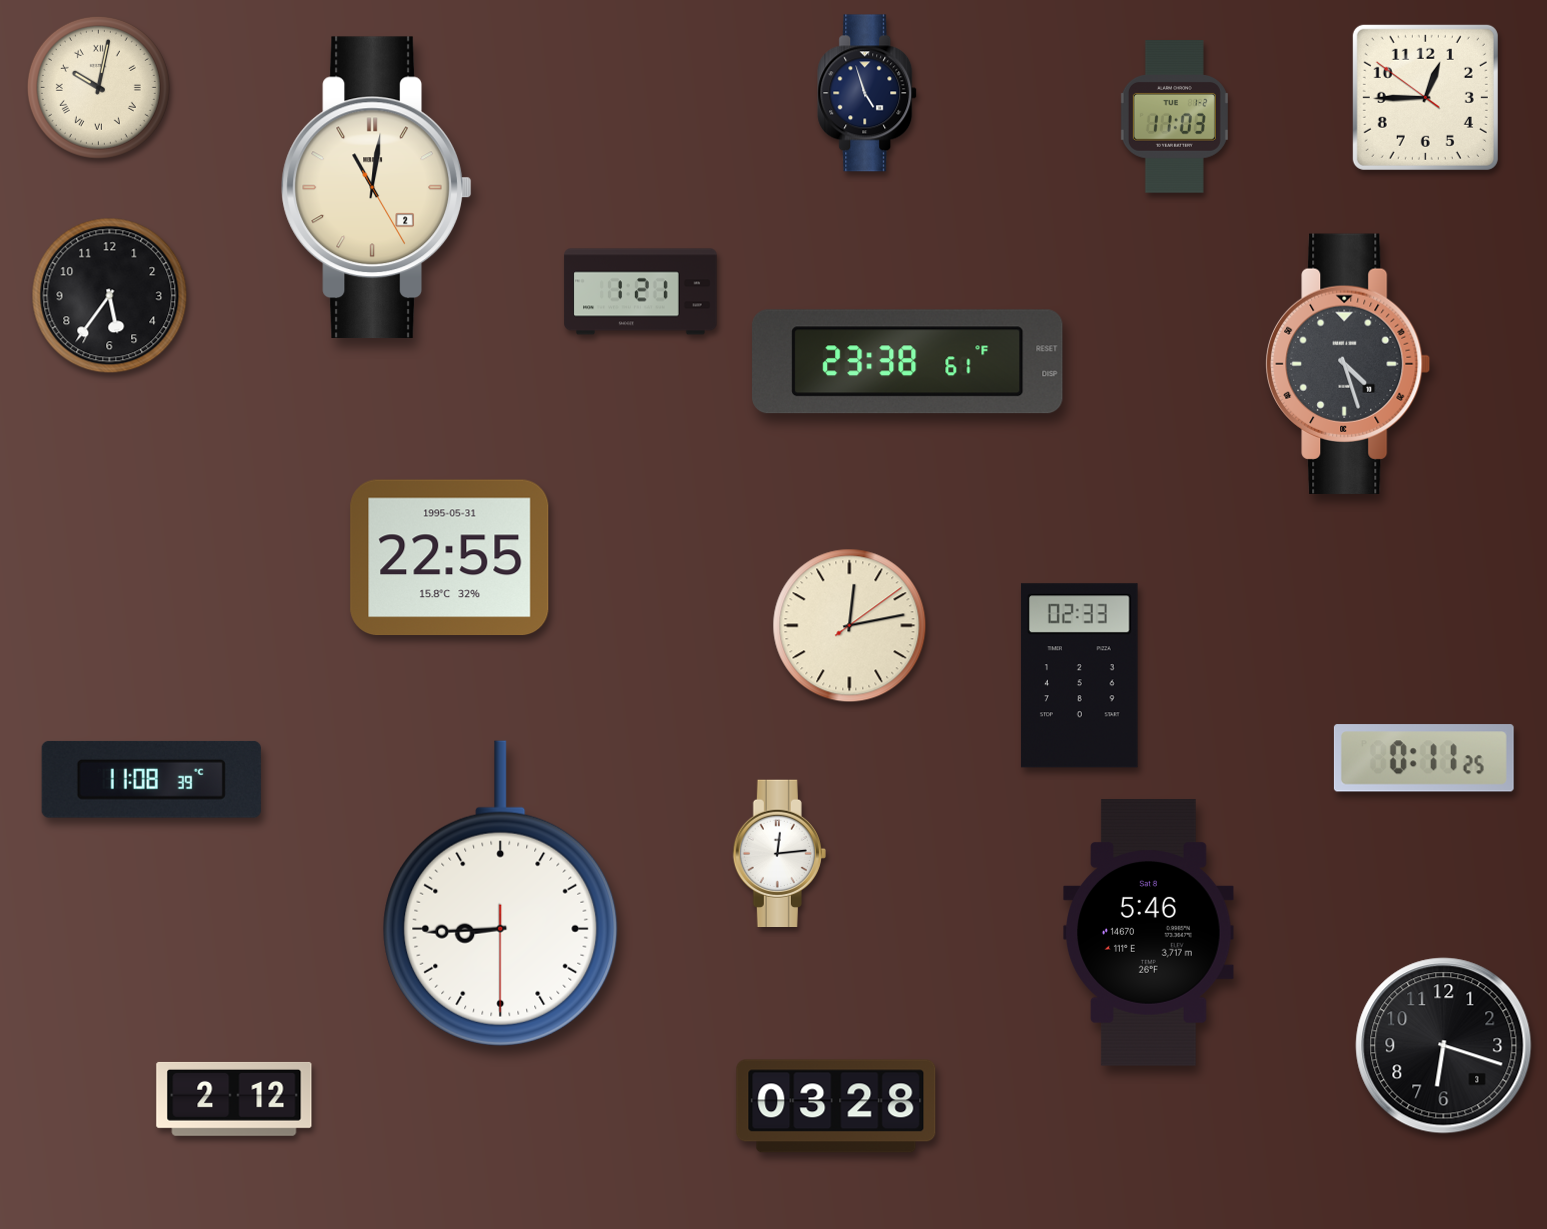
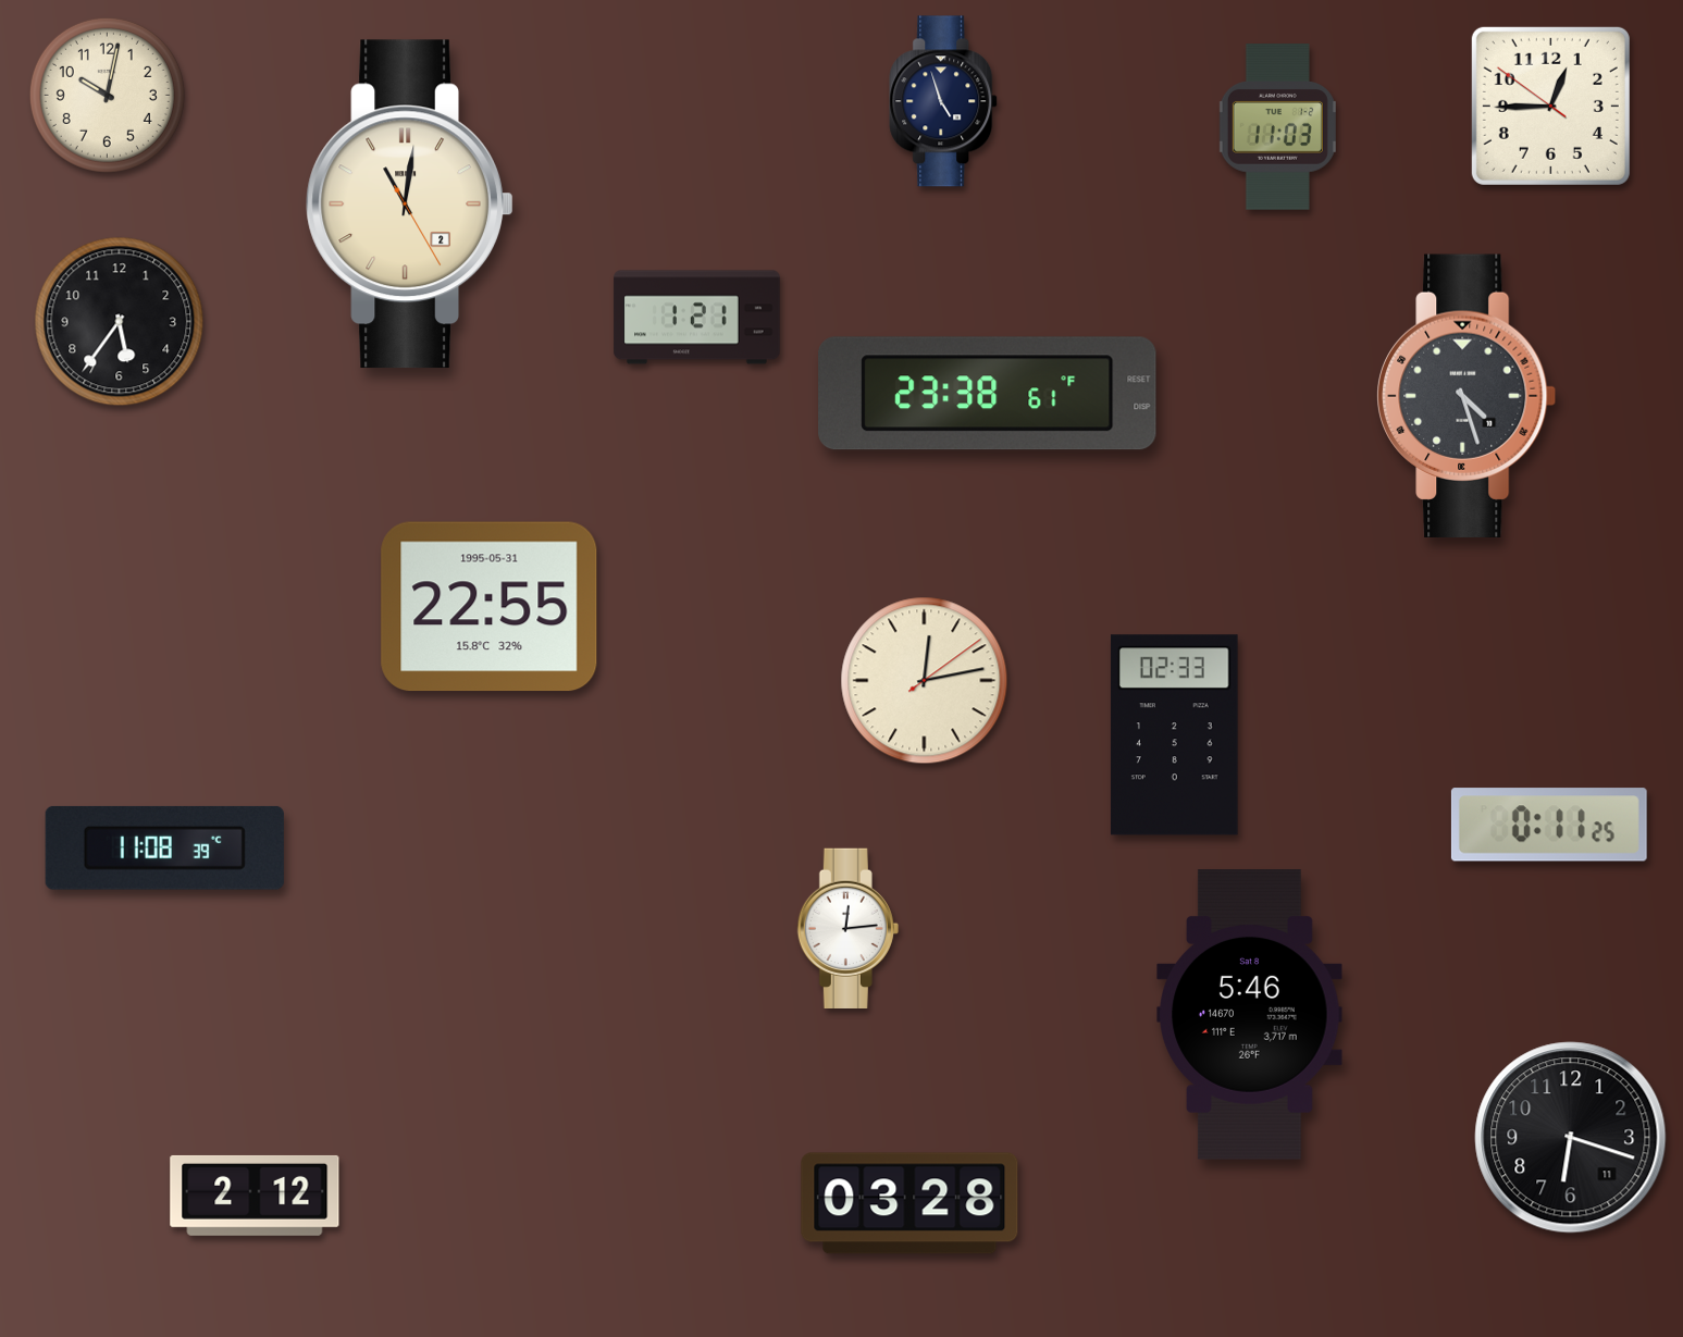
clock at (98, 87) numerals: Roman -> Arabic
clock at (501, 894): 8:44 -> none
clock at (1444, 1046) date: 3 -> 11
